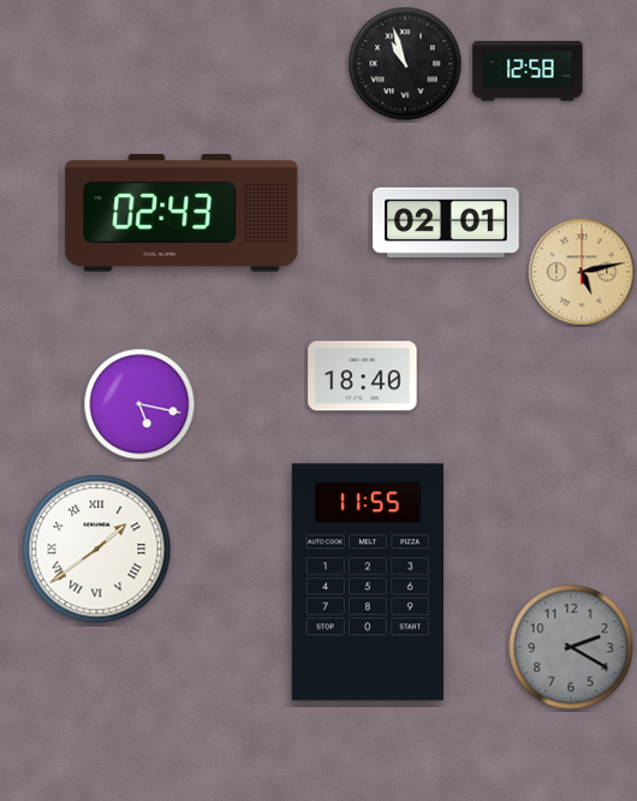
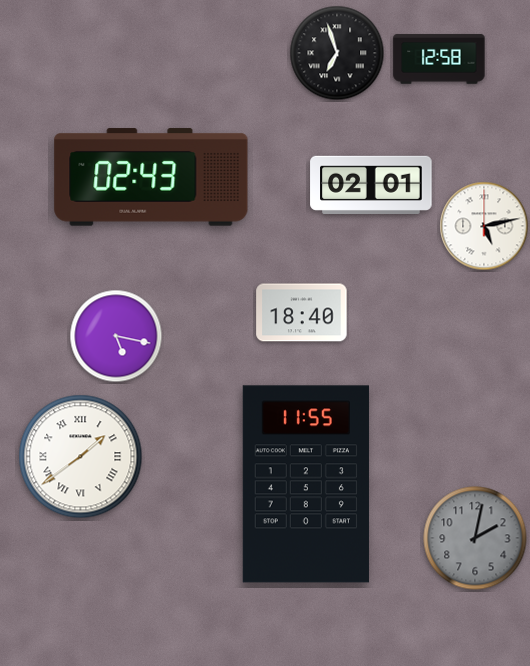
clock at (405, 64): 10:57 -> 6:57
clock at (582, 272) dial: champagne -> white
clock at (571, 647): 2:20 -> 2:02
